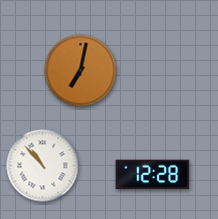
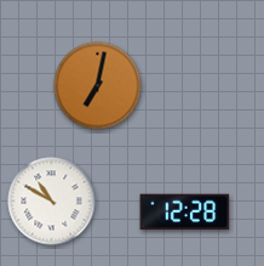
clock at (43, 166): 10:53 -> 10:50
